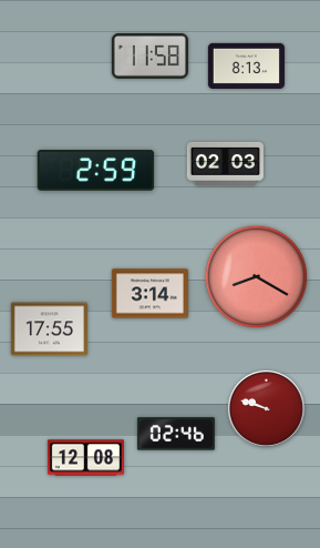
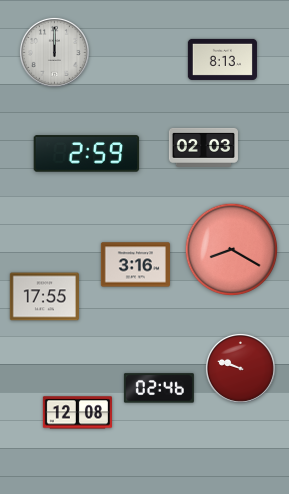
clock at (149, 55): 11:58 -> none
clock at (54, 52): none -> 12:00
clock at (149, 294): 3:14 -> 3:16
clock at (176, 434) position: (176, 434) -> (159, 388)
